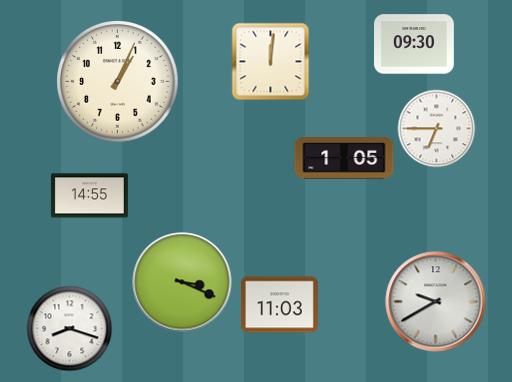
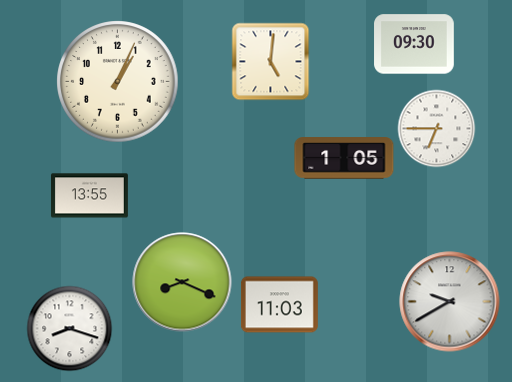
clock at (270, 61): 12:01 -> 5:01
clock at (89, 196): 14:55 -> 13:55
clock at (182, 282): 3:19 -> 8:19
clock at (436, 302) position: (436, 302) -> (450, 302)
